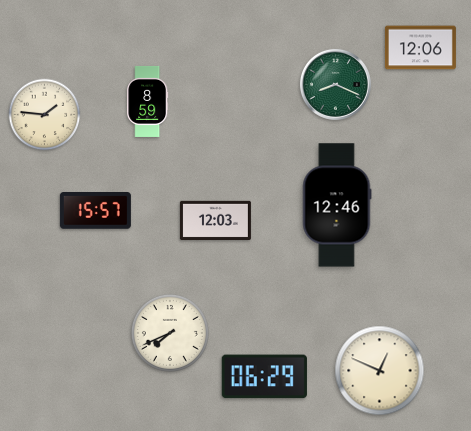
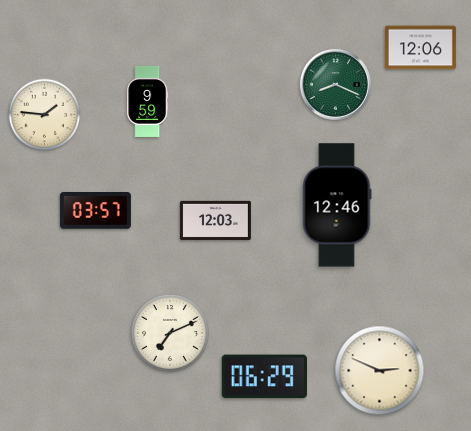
clock at (148, 101): 8:59 -> 9:59
clock at (95, 211): 15:57 -> 03:57
clock at (170, 333): 7:41 -> 7:11
clock at (380, 371): 12:49 -> 2:49
